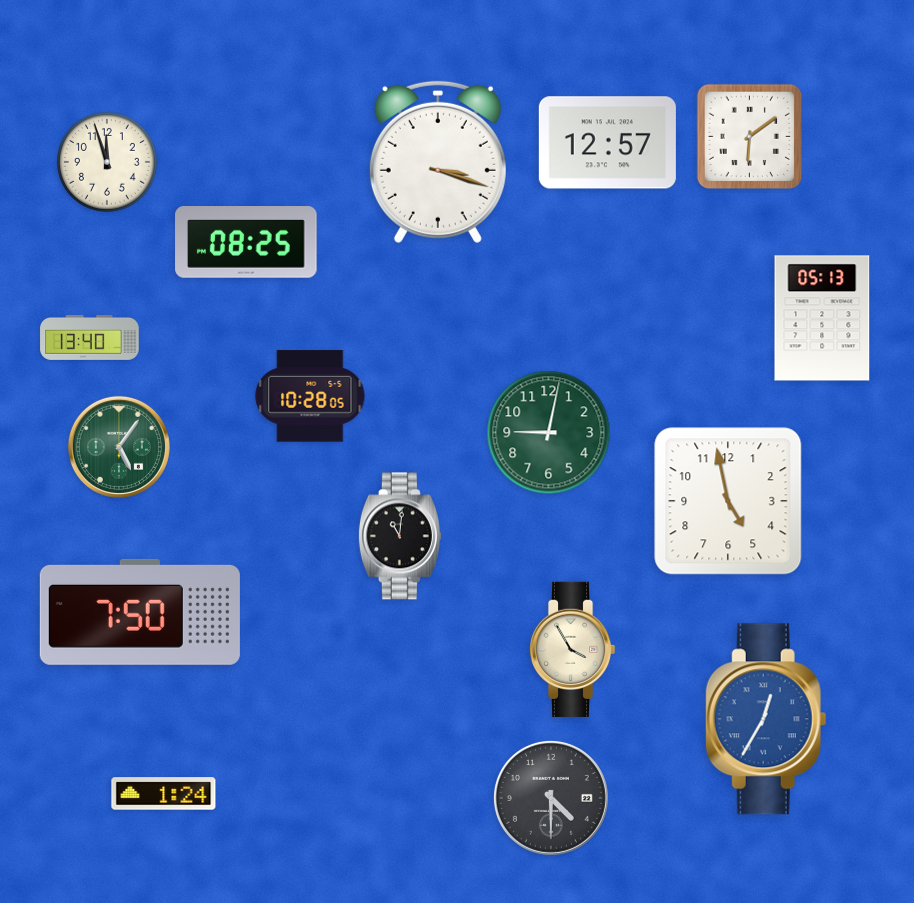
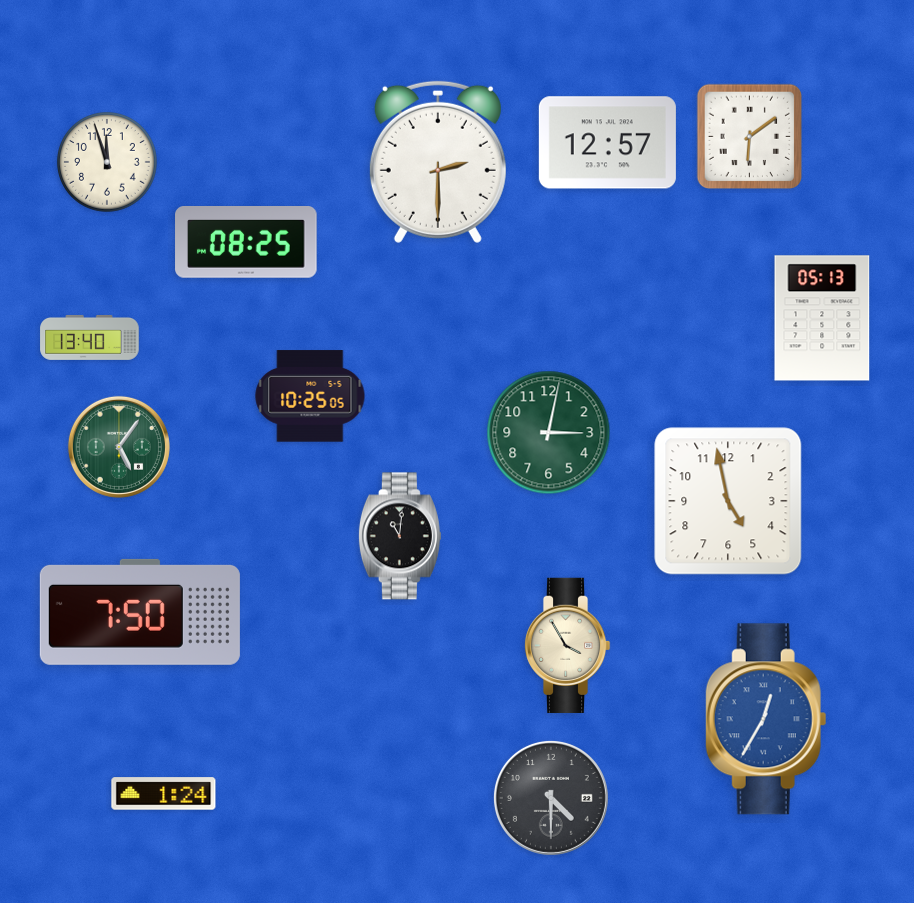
clock at (438, 162): 3:18 -> 2:30
clock at (310, 396): 10:28 -> 10:25
clock at (549, 433): 9:02 -> 3:02
clock at (572, 649) position: (572, 649) -> (567, 645)
